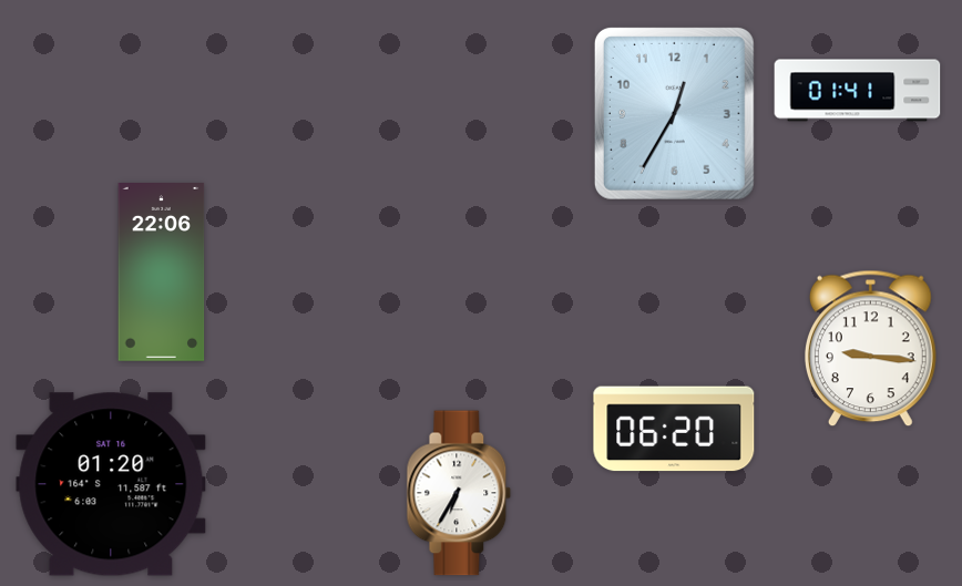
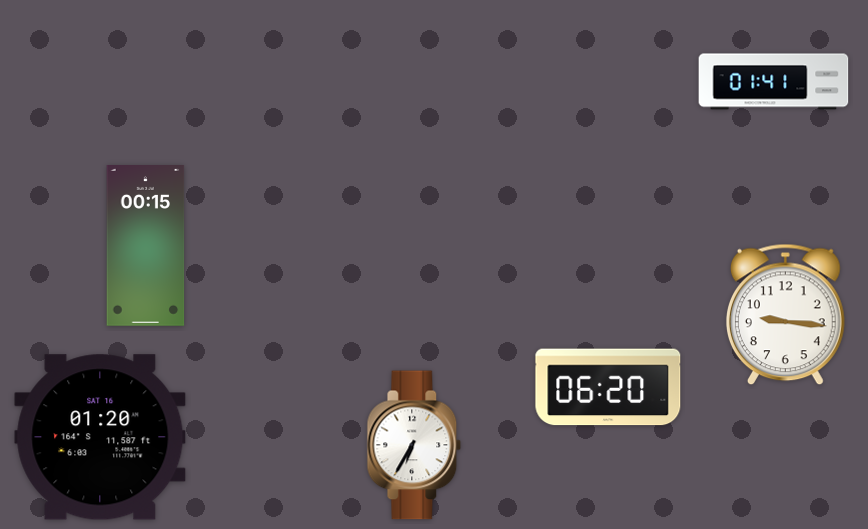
clock at (674, 113): 12:35 -> none
clock at (162, 273): 22:06 -> 00:15
